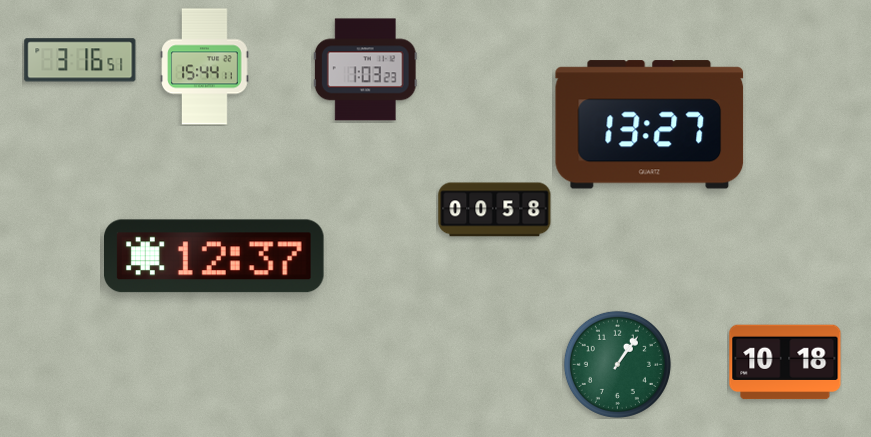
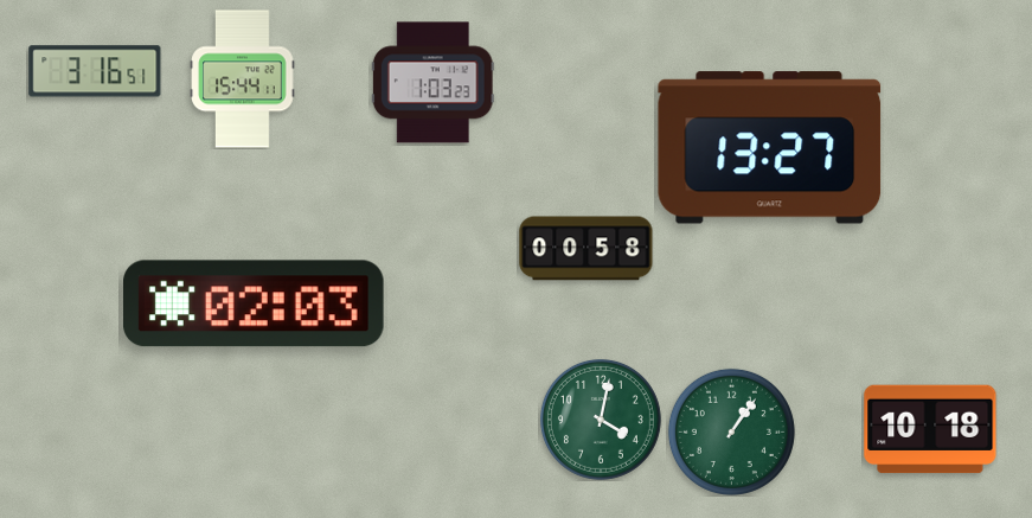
clock at (215, 256): 12:37 -> 02:03
clock at (601, 420): none -> 4:02
